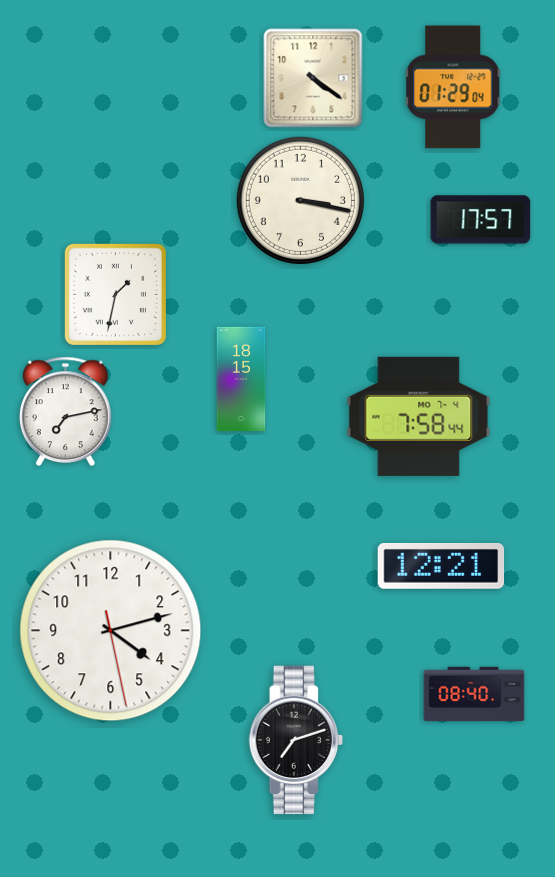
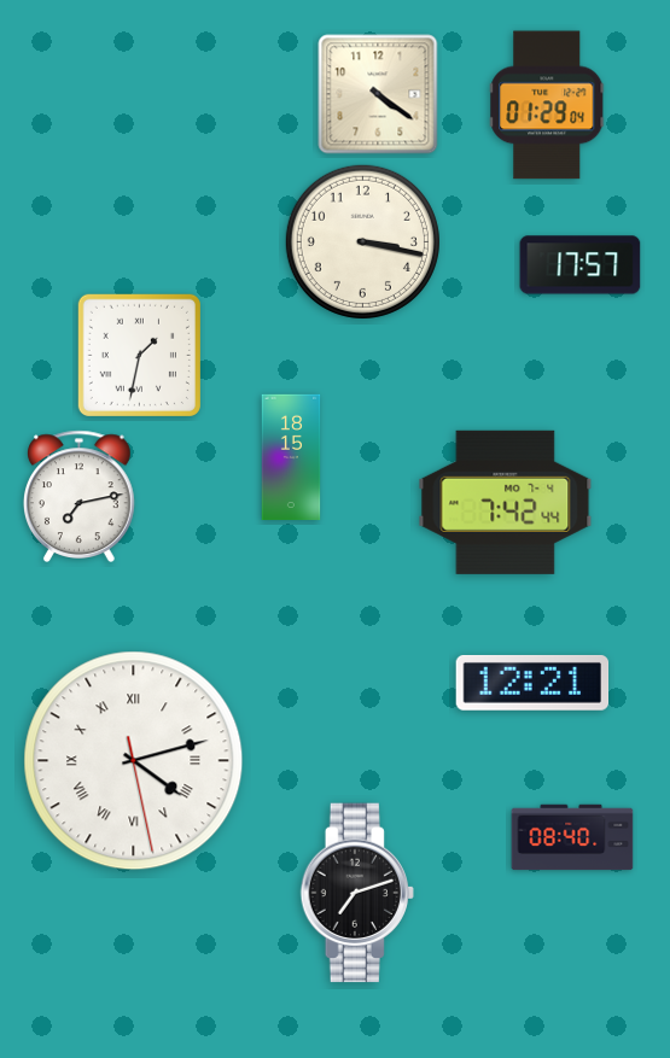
clock at (419, 416): 7:58 -> 7:42
clock at (111, 631) numerals: Arabic -> Roman
